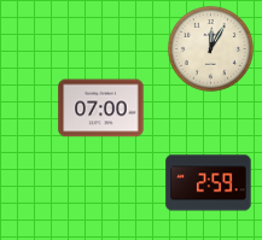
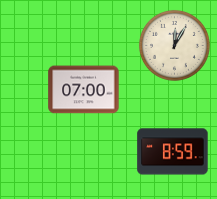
clock at (210, 48) position: (210, 48) -> (174, 45)
clock at (209, 183): 2:59 -> 8:59
